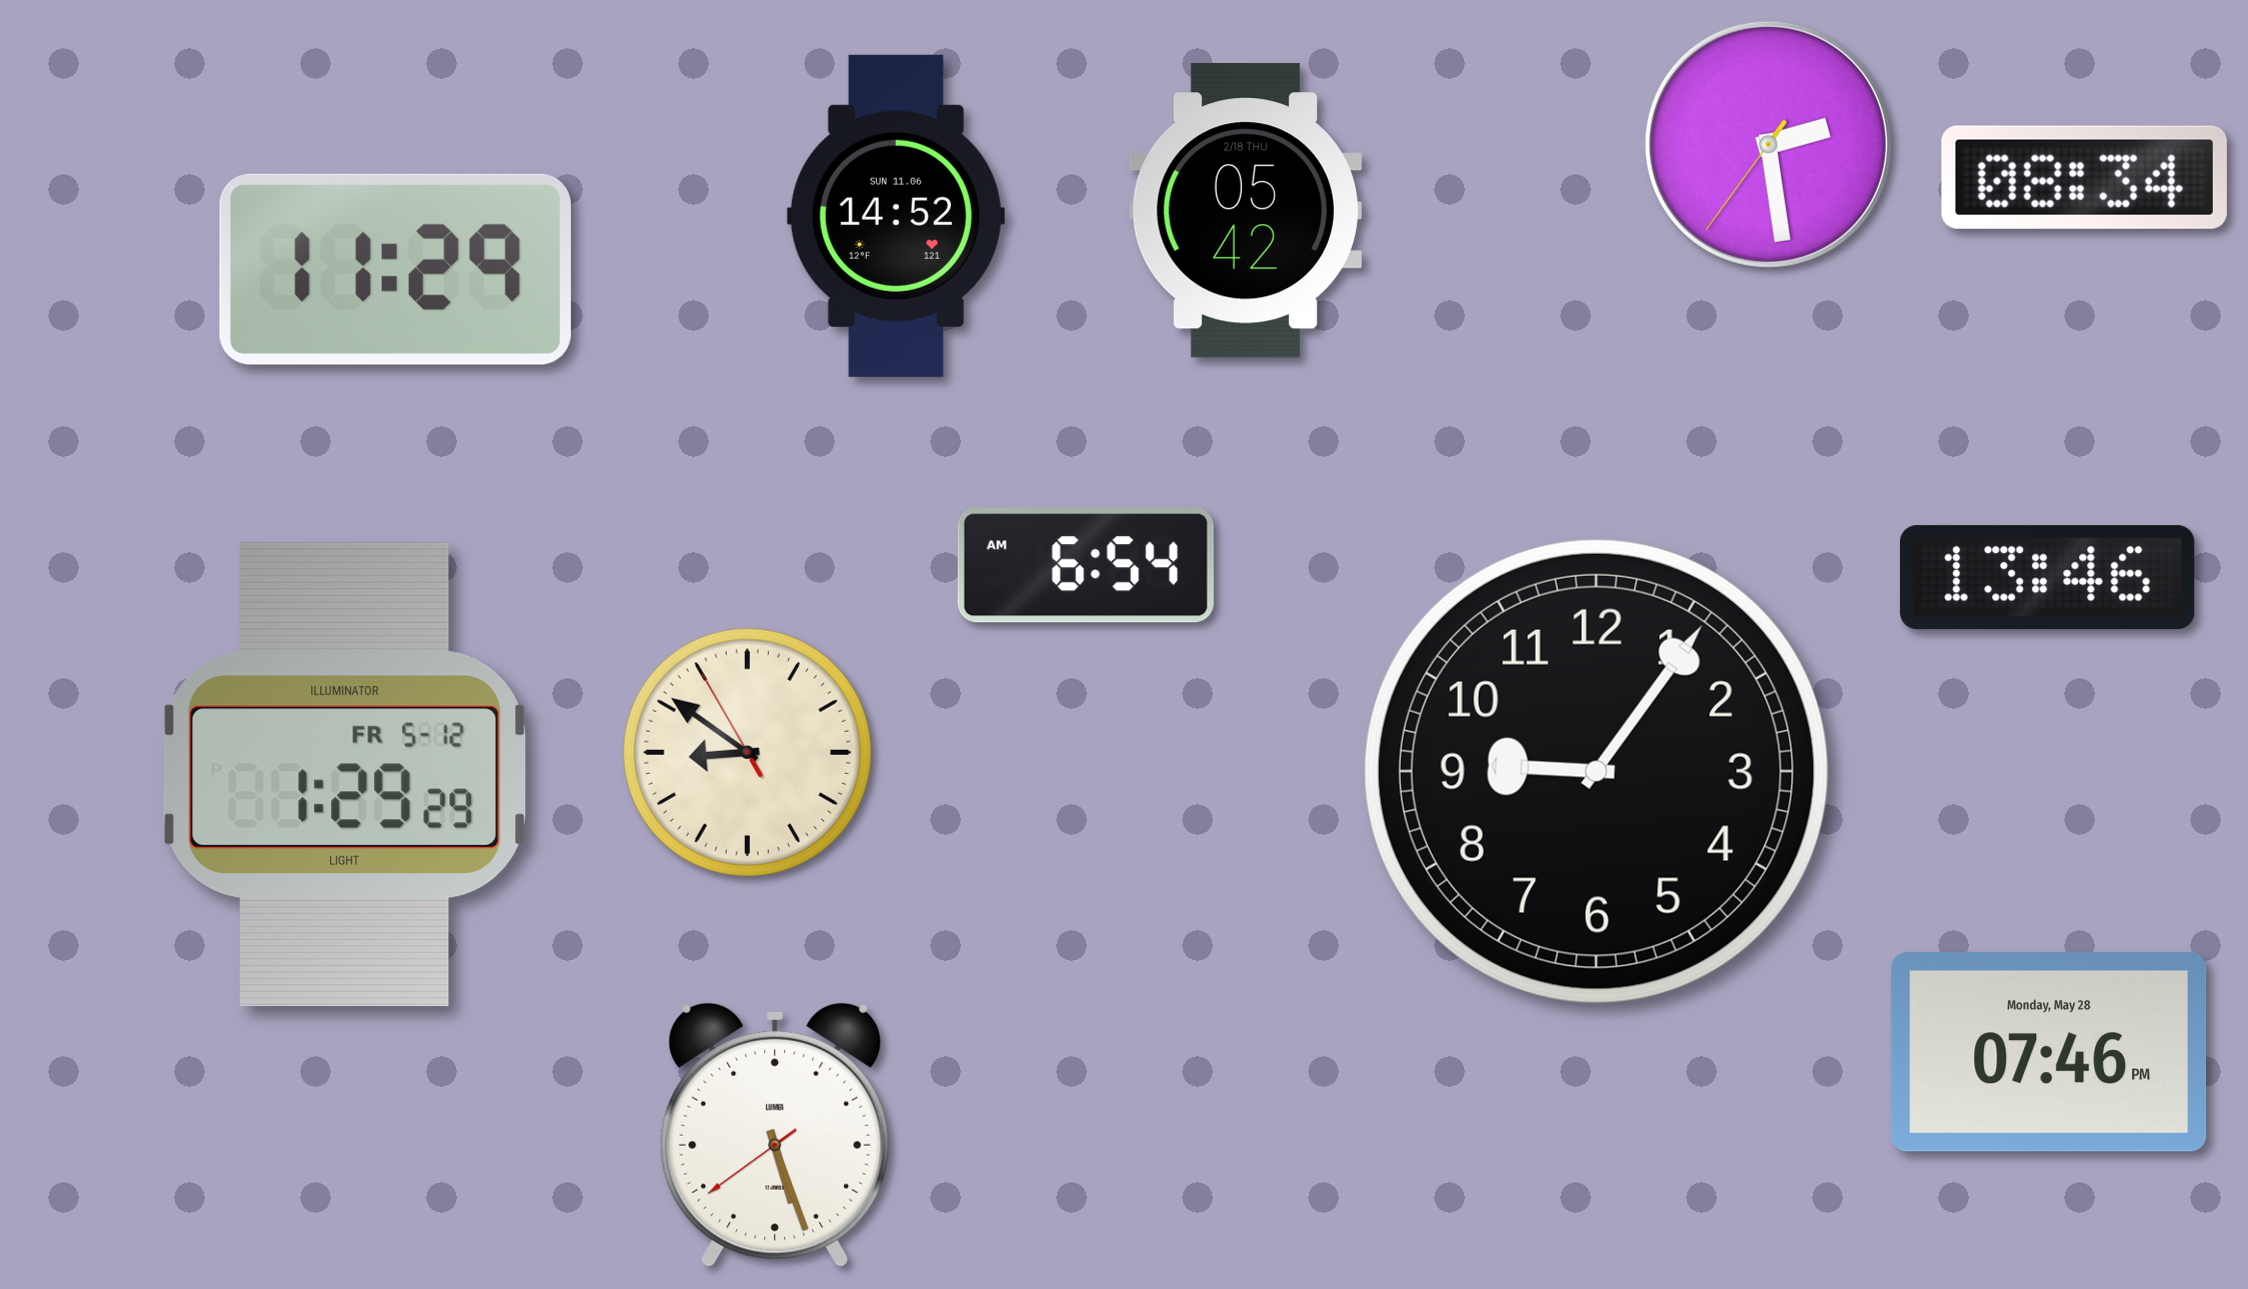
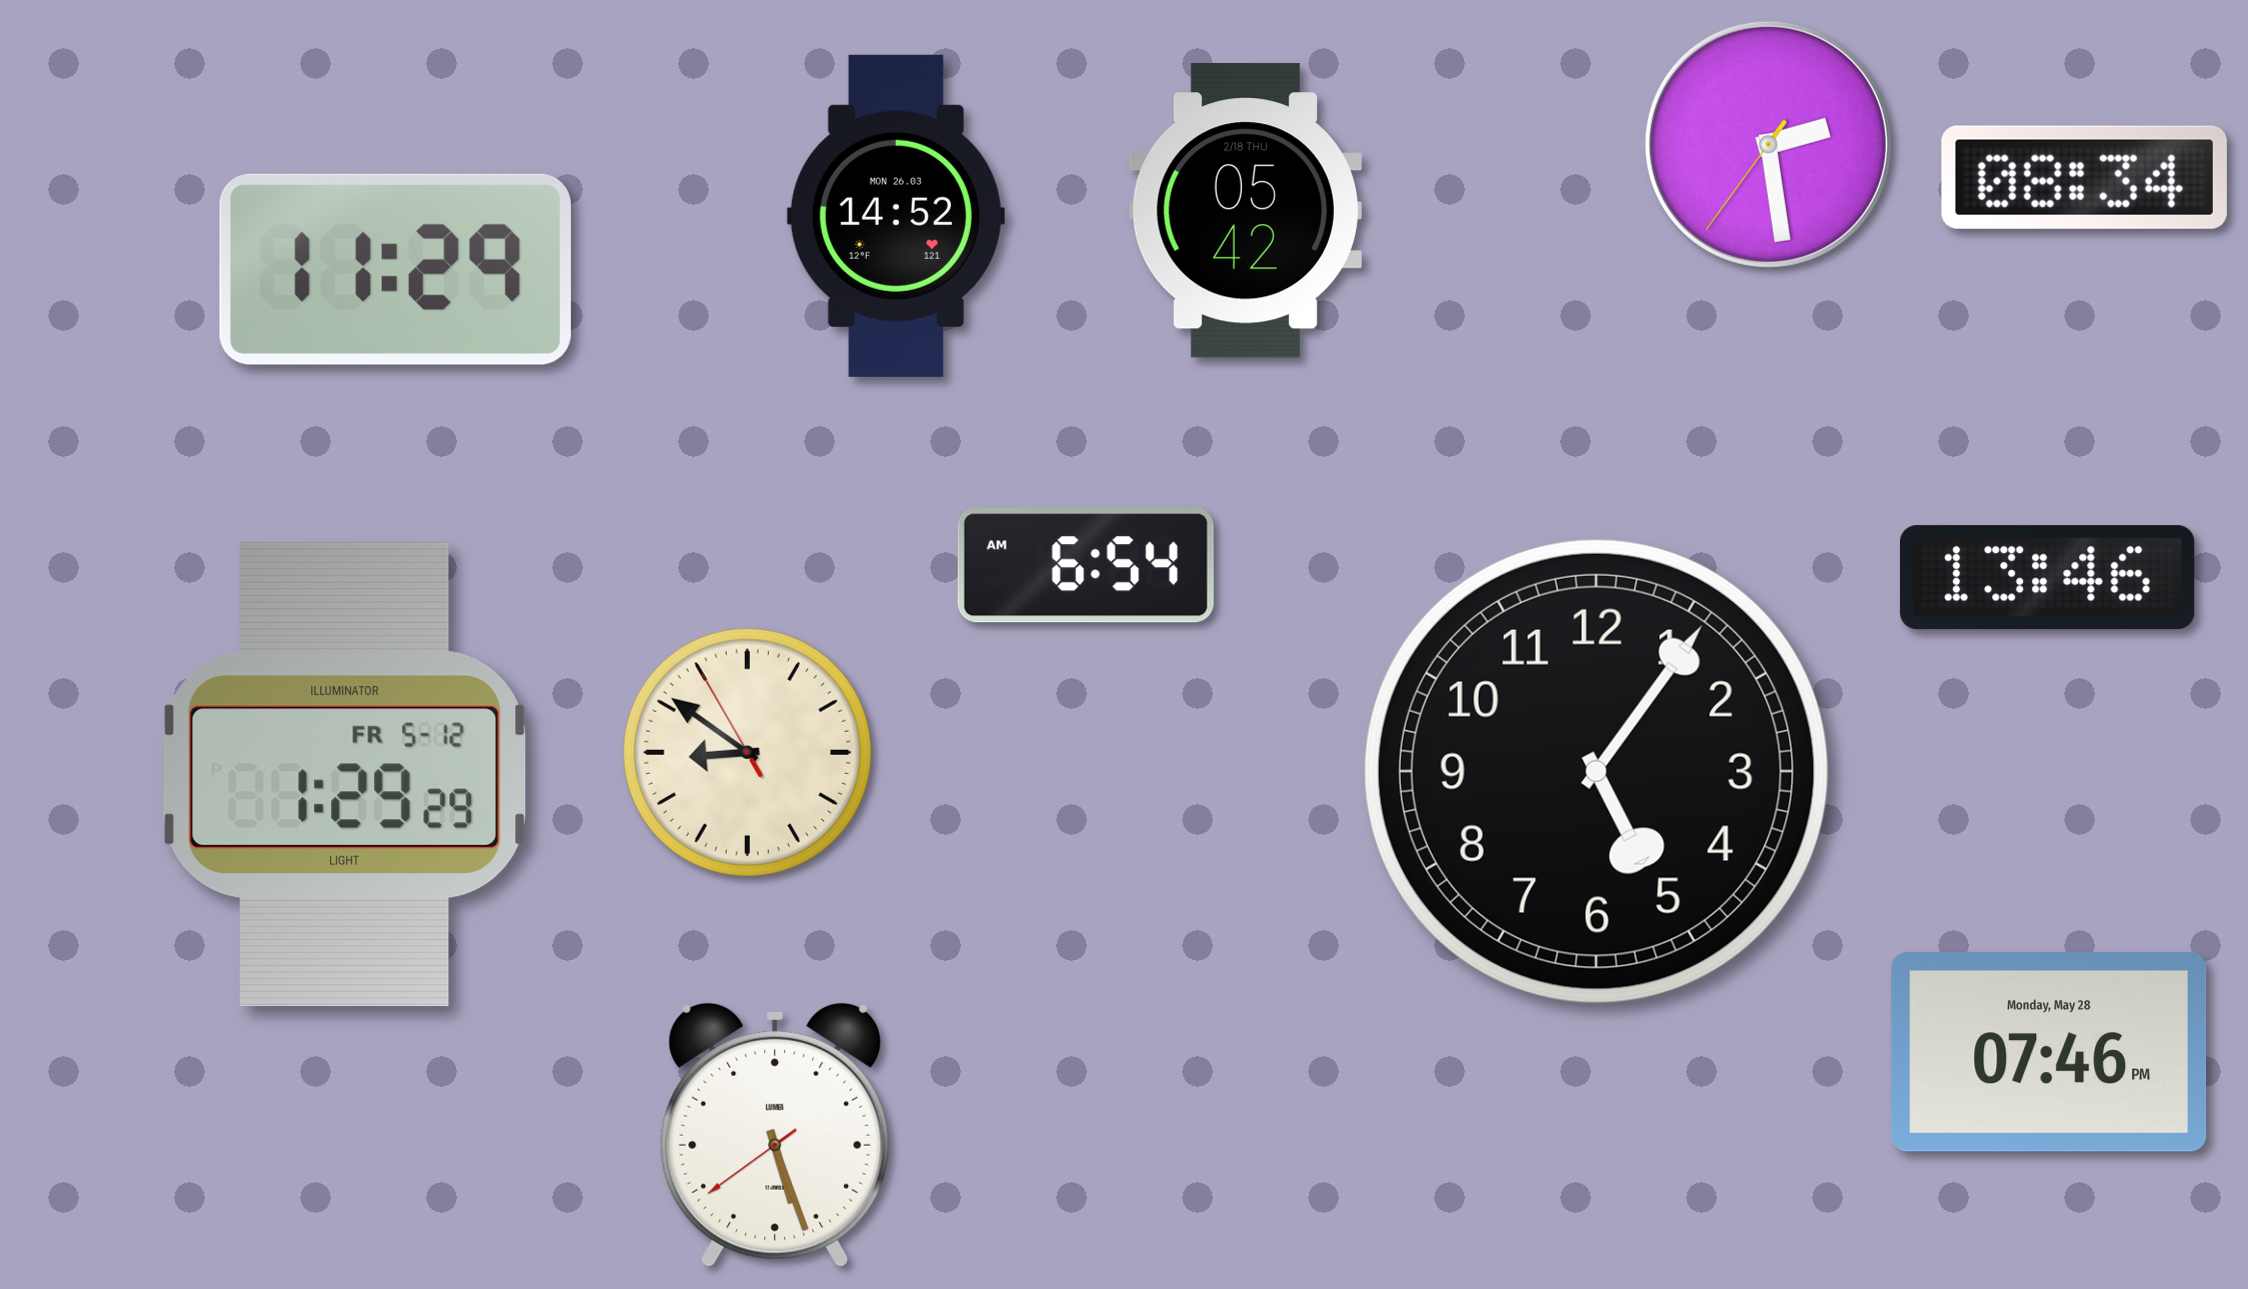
clock at (896, 216) date: SUN 11.06 -> MON 26.03
clock at (1596, 771): 9:06 -> 5:06
